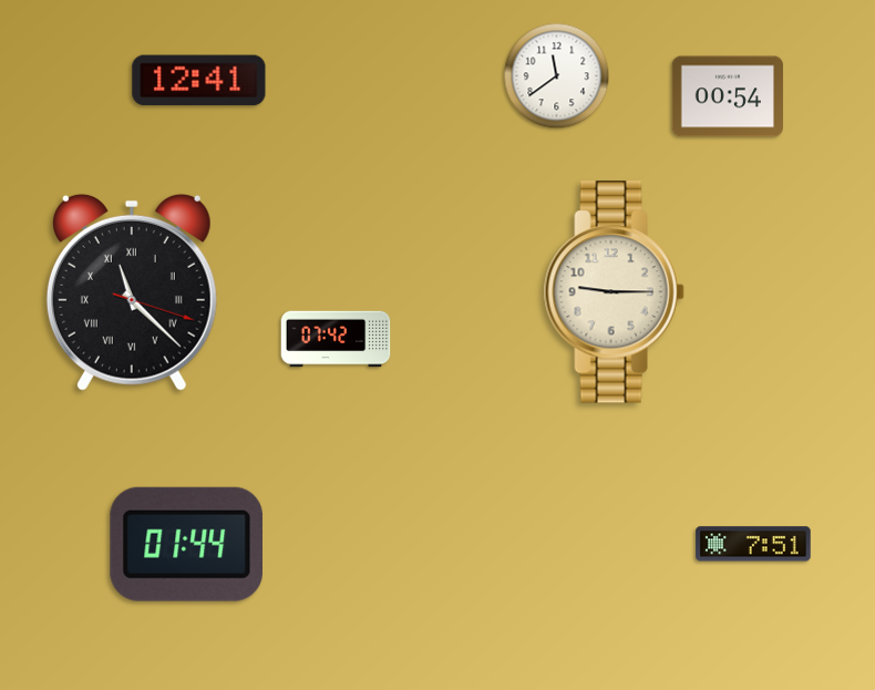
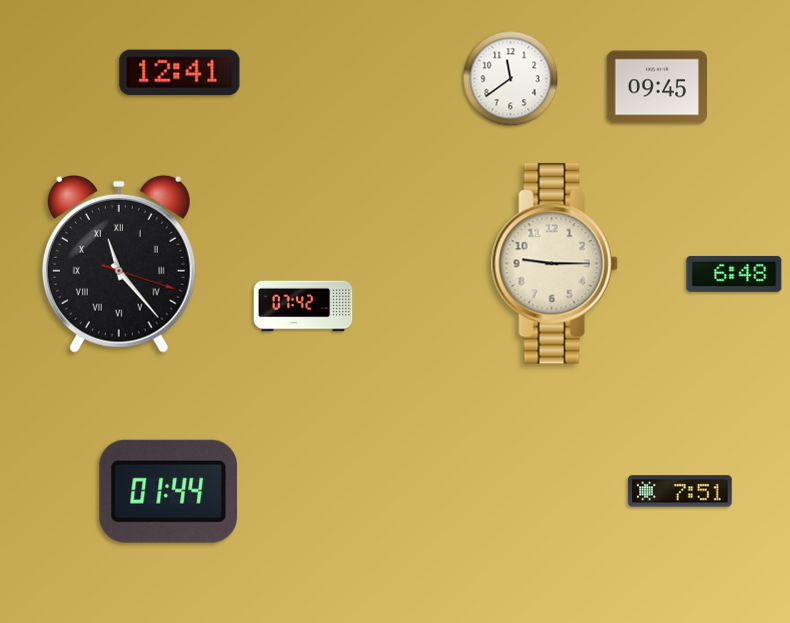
clock at (557, 76) position: (557, 76) -> (511, 79)
clock at (728, 96): 00:54 -> 09:45
clock at (132, 292): 11:22 -> 11:23
clock at (734, 274): none -> 6:48
